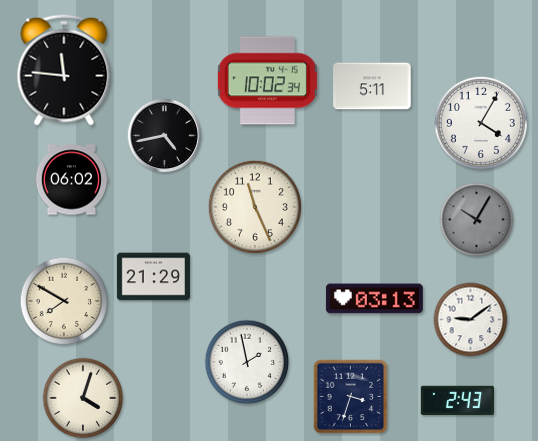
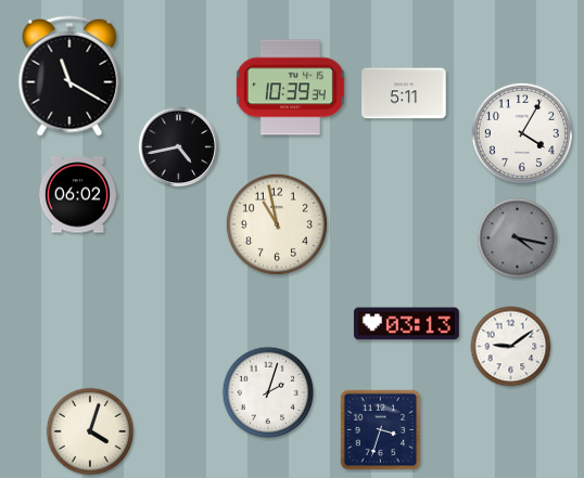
clock at (64, 70): 11:46 -> 11:20
clock at (267, 81): 10:02 -> 10:39
clock at (255, 207): 11:26 -> 10:58
clock at (477, 220): 10:05 -> 4:17
clock at (153, 277): 21:29 -> none
clock at (63, 300): 7:50 -> none
clock at (247, 362): 1:58 -> 2:03
clock at (457, 401): 2:43 -> none
